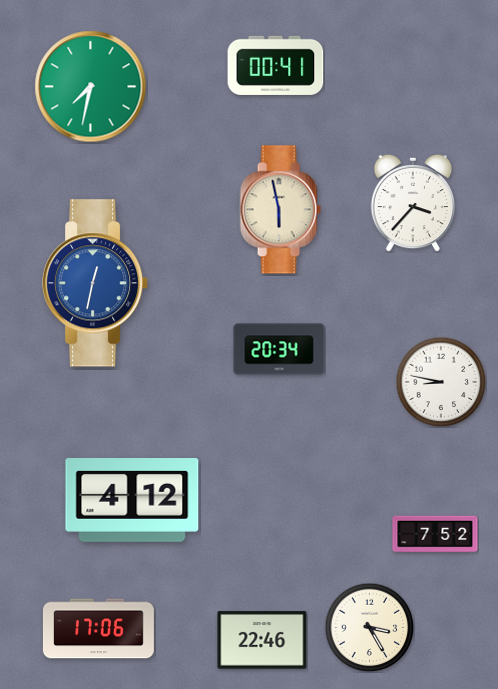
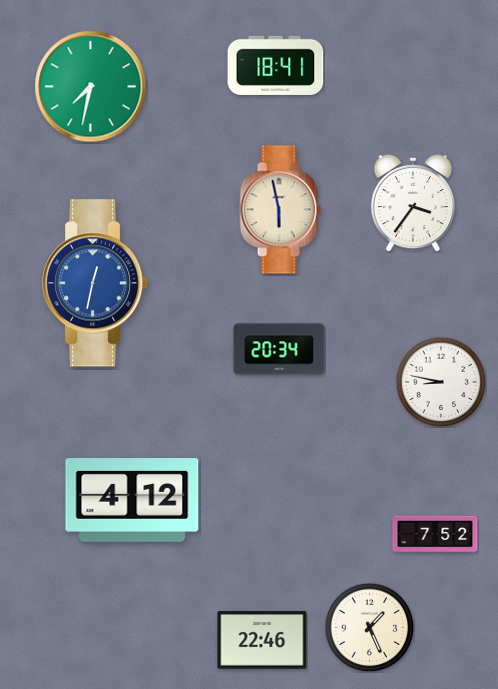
clock at (276, 65): 00:41 -> 18:41
clock at (413, 203): 3:37 -> 3:36
clock at (369, 627): 3:25 -> 1:26
clock at (98, 629): 17:06 -> none
